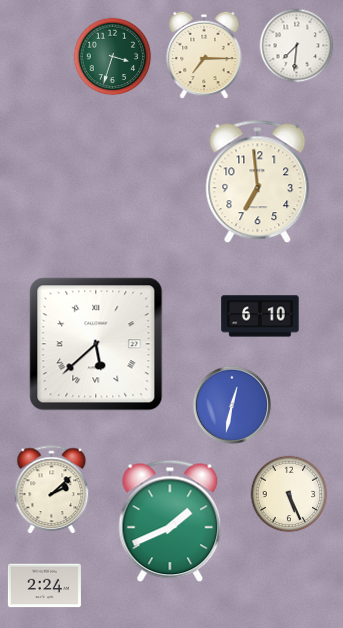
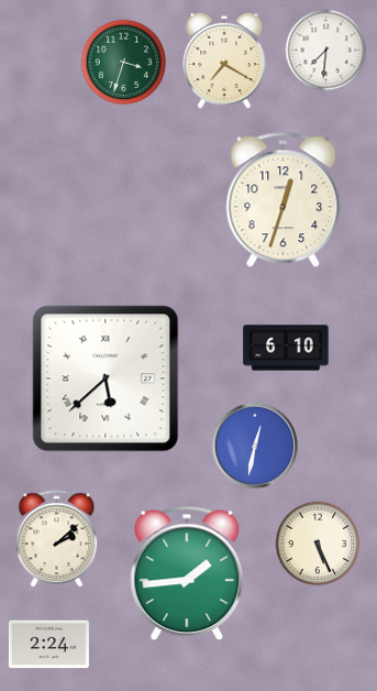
clock at (204, 55): 7:15 -> 7:20
clock at (258, 182): 6:59 -> 12:33
clock at (170, 521): 1:41 -> 1:44
